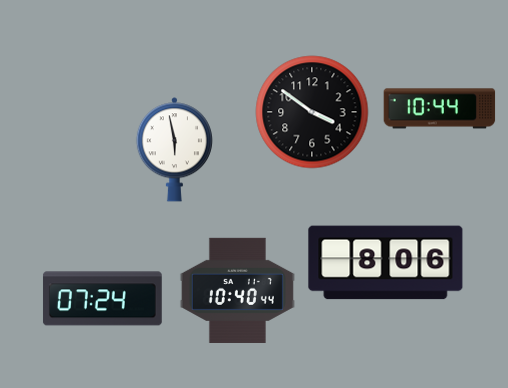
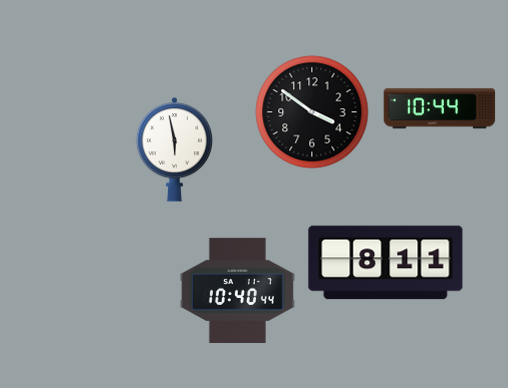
clock at (386, 263): 8:06 -> 8:11
clock at (102, 299): 07:24 -> none
